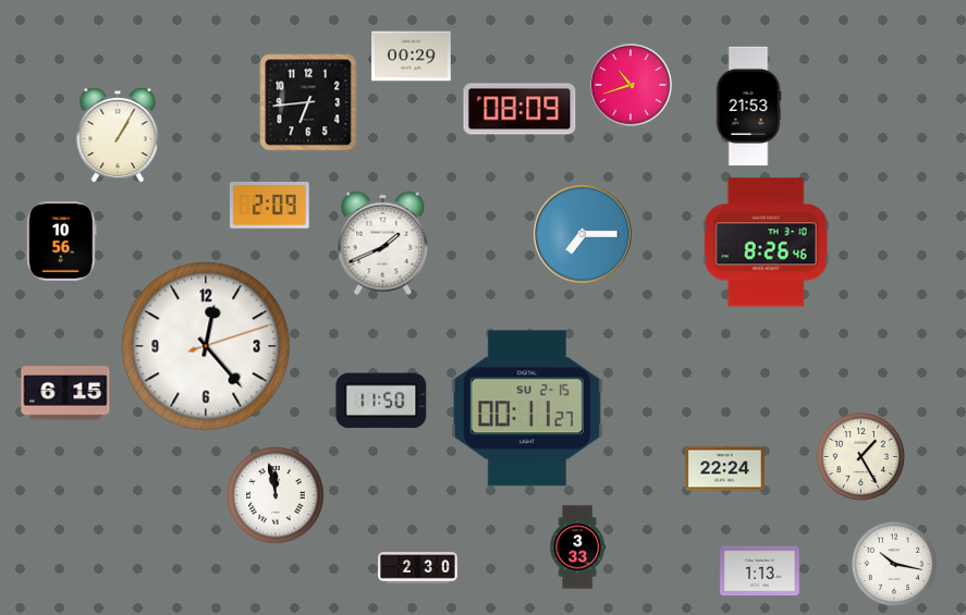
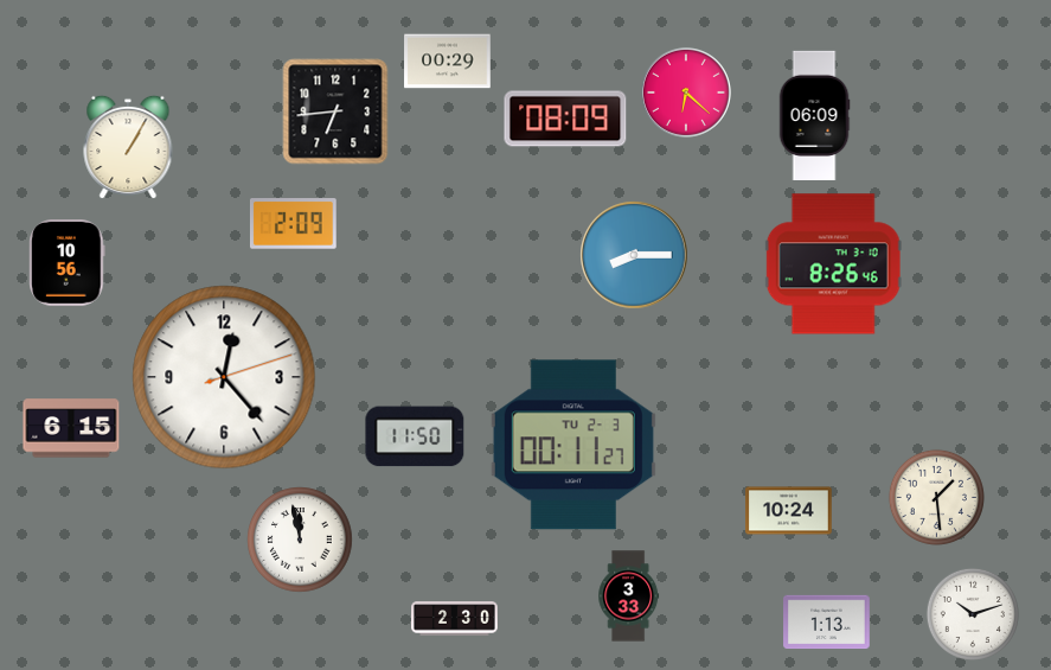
clock at (631, 85): 10:42 -> 6:22
clock at (748, 106): 21:53 -> 06:09
clock at (583, 234): 7:15 -> 8:15
clock at (383, 244): 1:41 -> none
clock at (527, 408) date: SU 2-15 -> TU 2-3
clock at (860, 456): 1:25 -> 1:29
clock at (725, 469): 22:24 -> 10:24
clock at (893, 563): 10:17 -> 10:12
